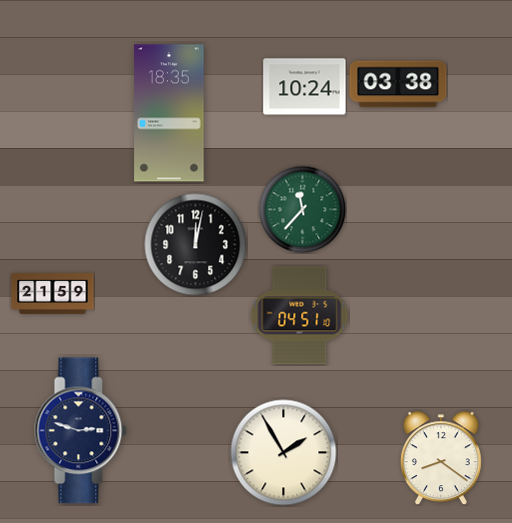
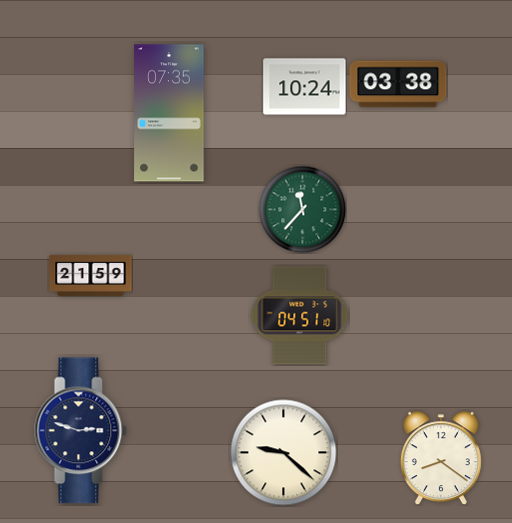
clock at (169, 113): 18:35 -> 07:35
clock at (196, 245): 12:02 -> none
clock at (53, 293) position: (53, 293) -> (91, 275)
clock at (284, 453): 1:55 -> 9:22
